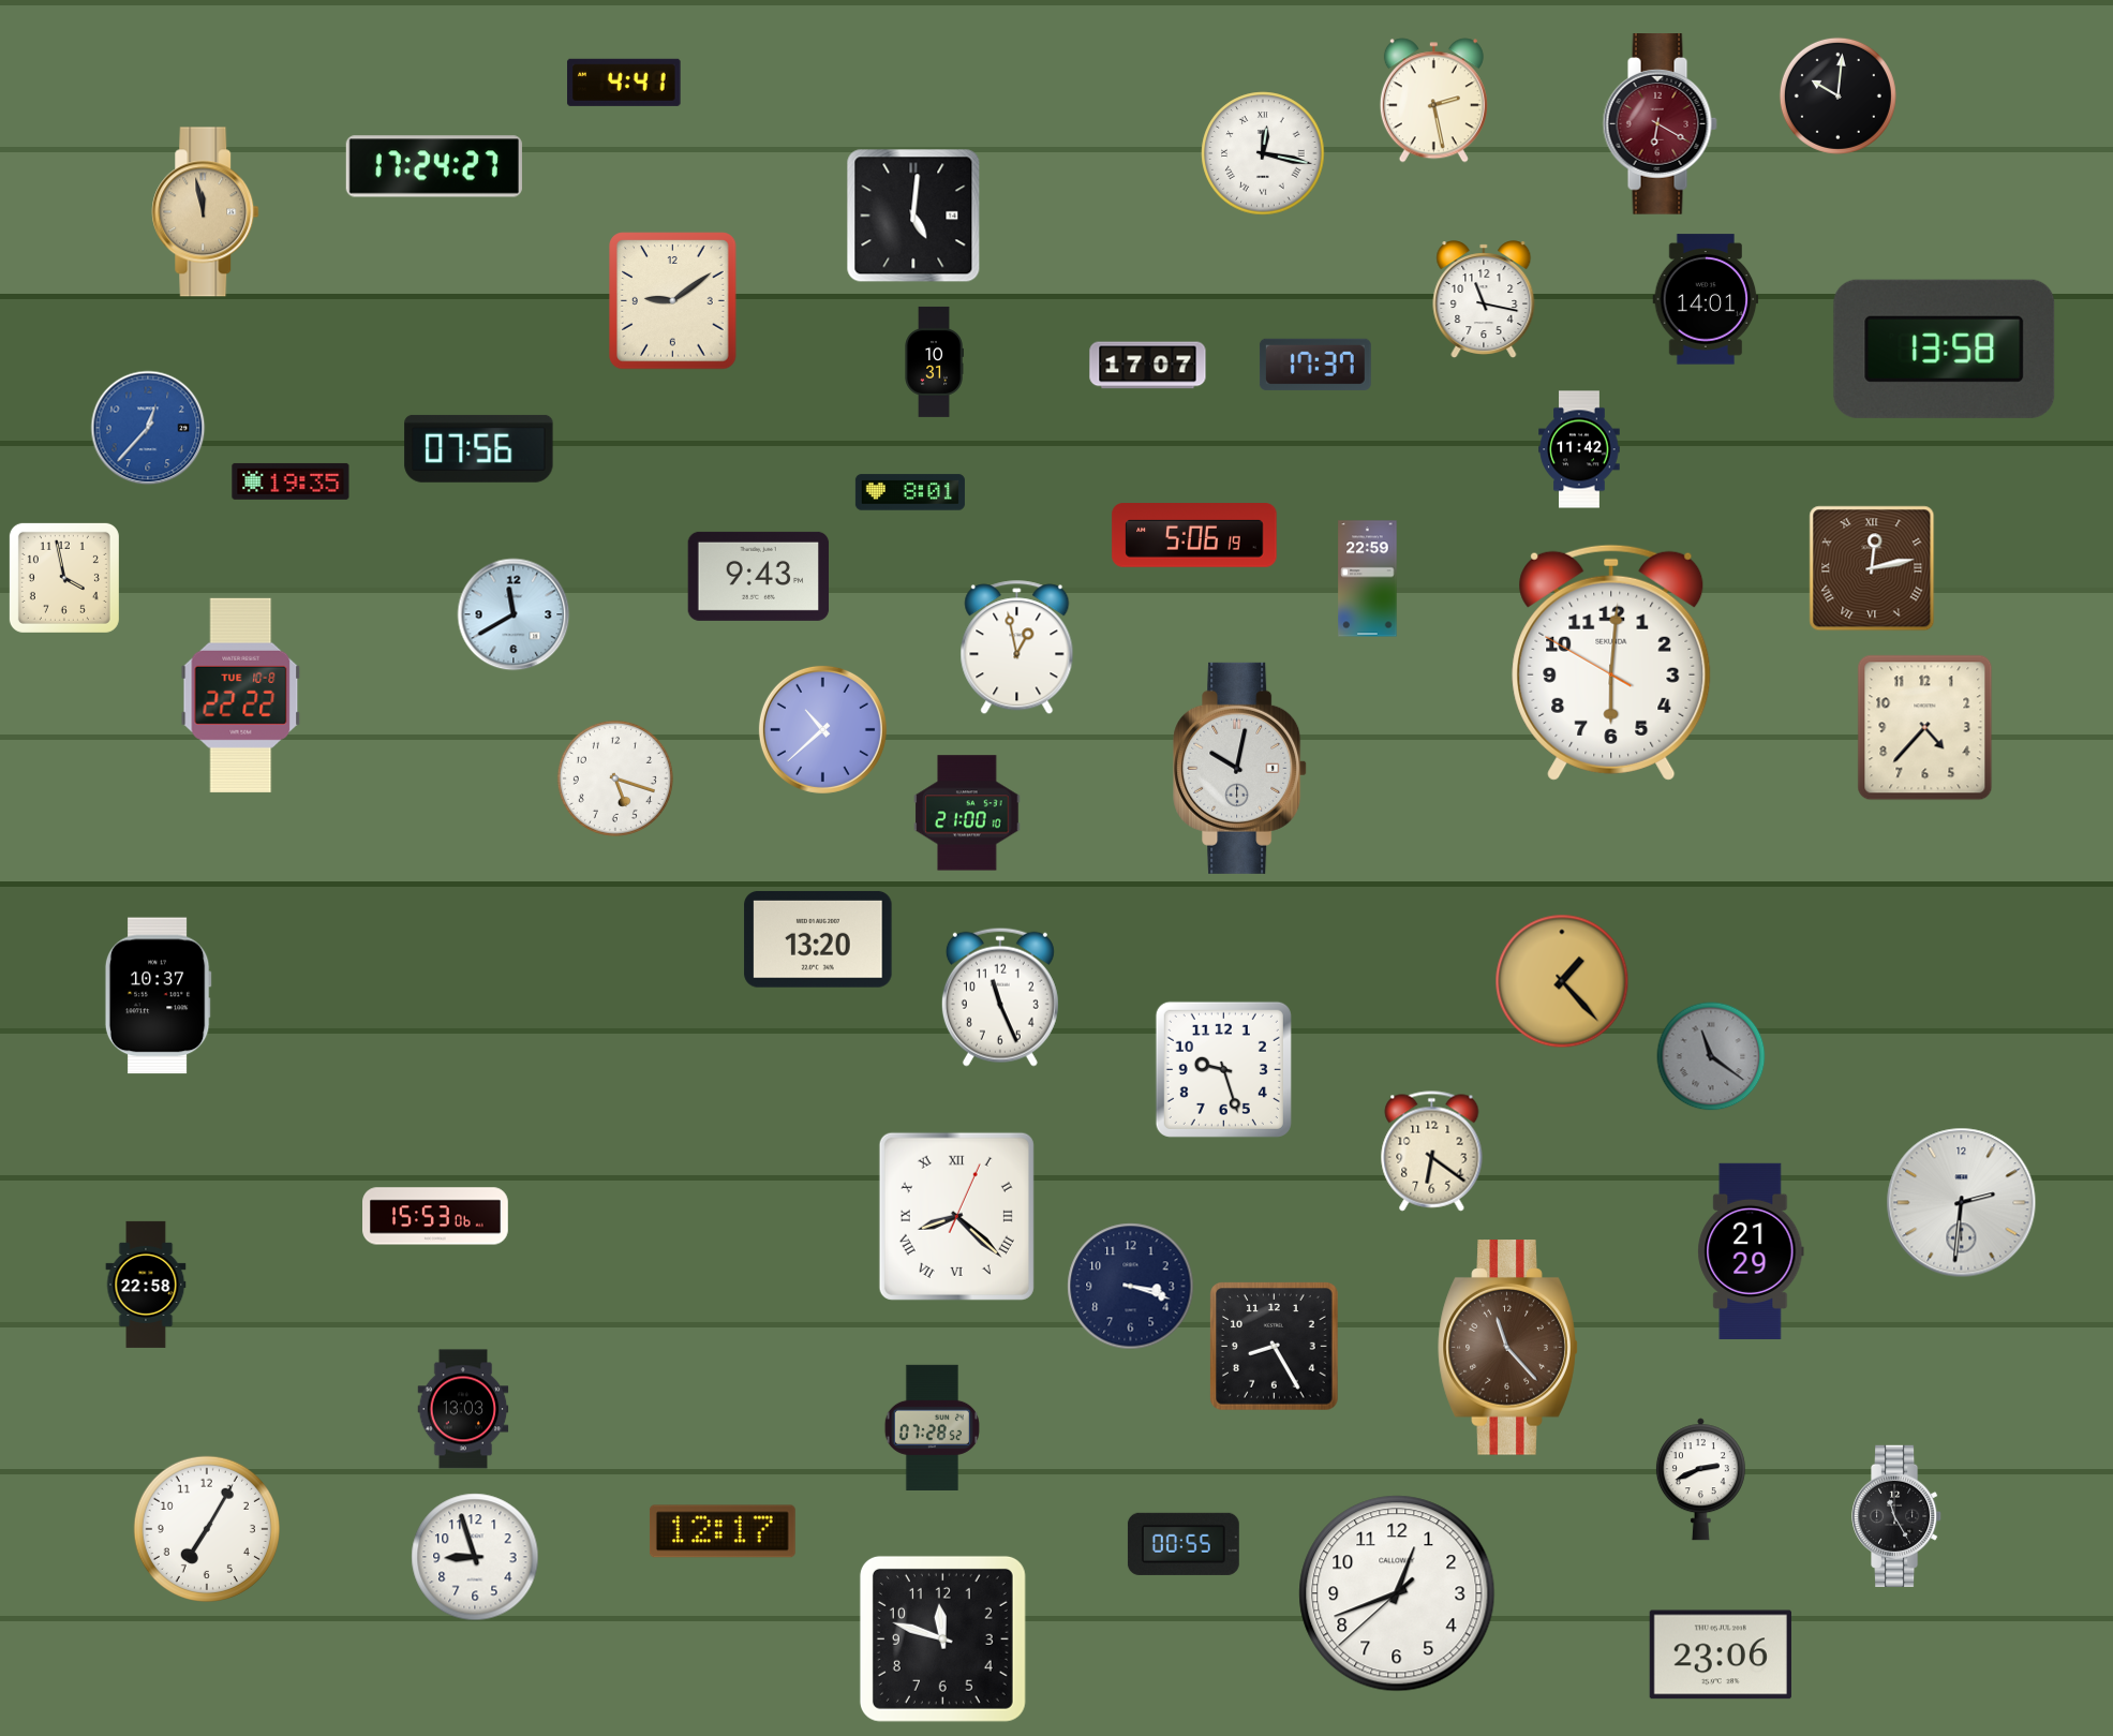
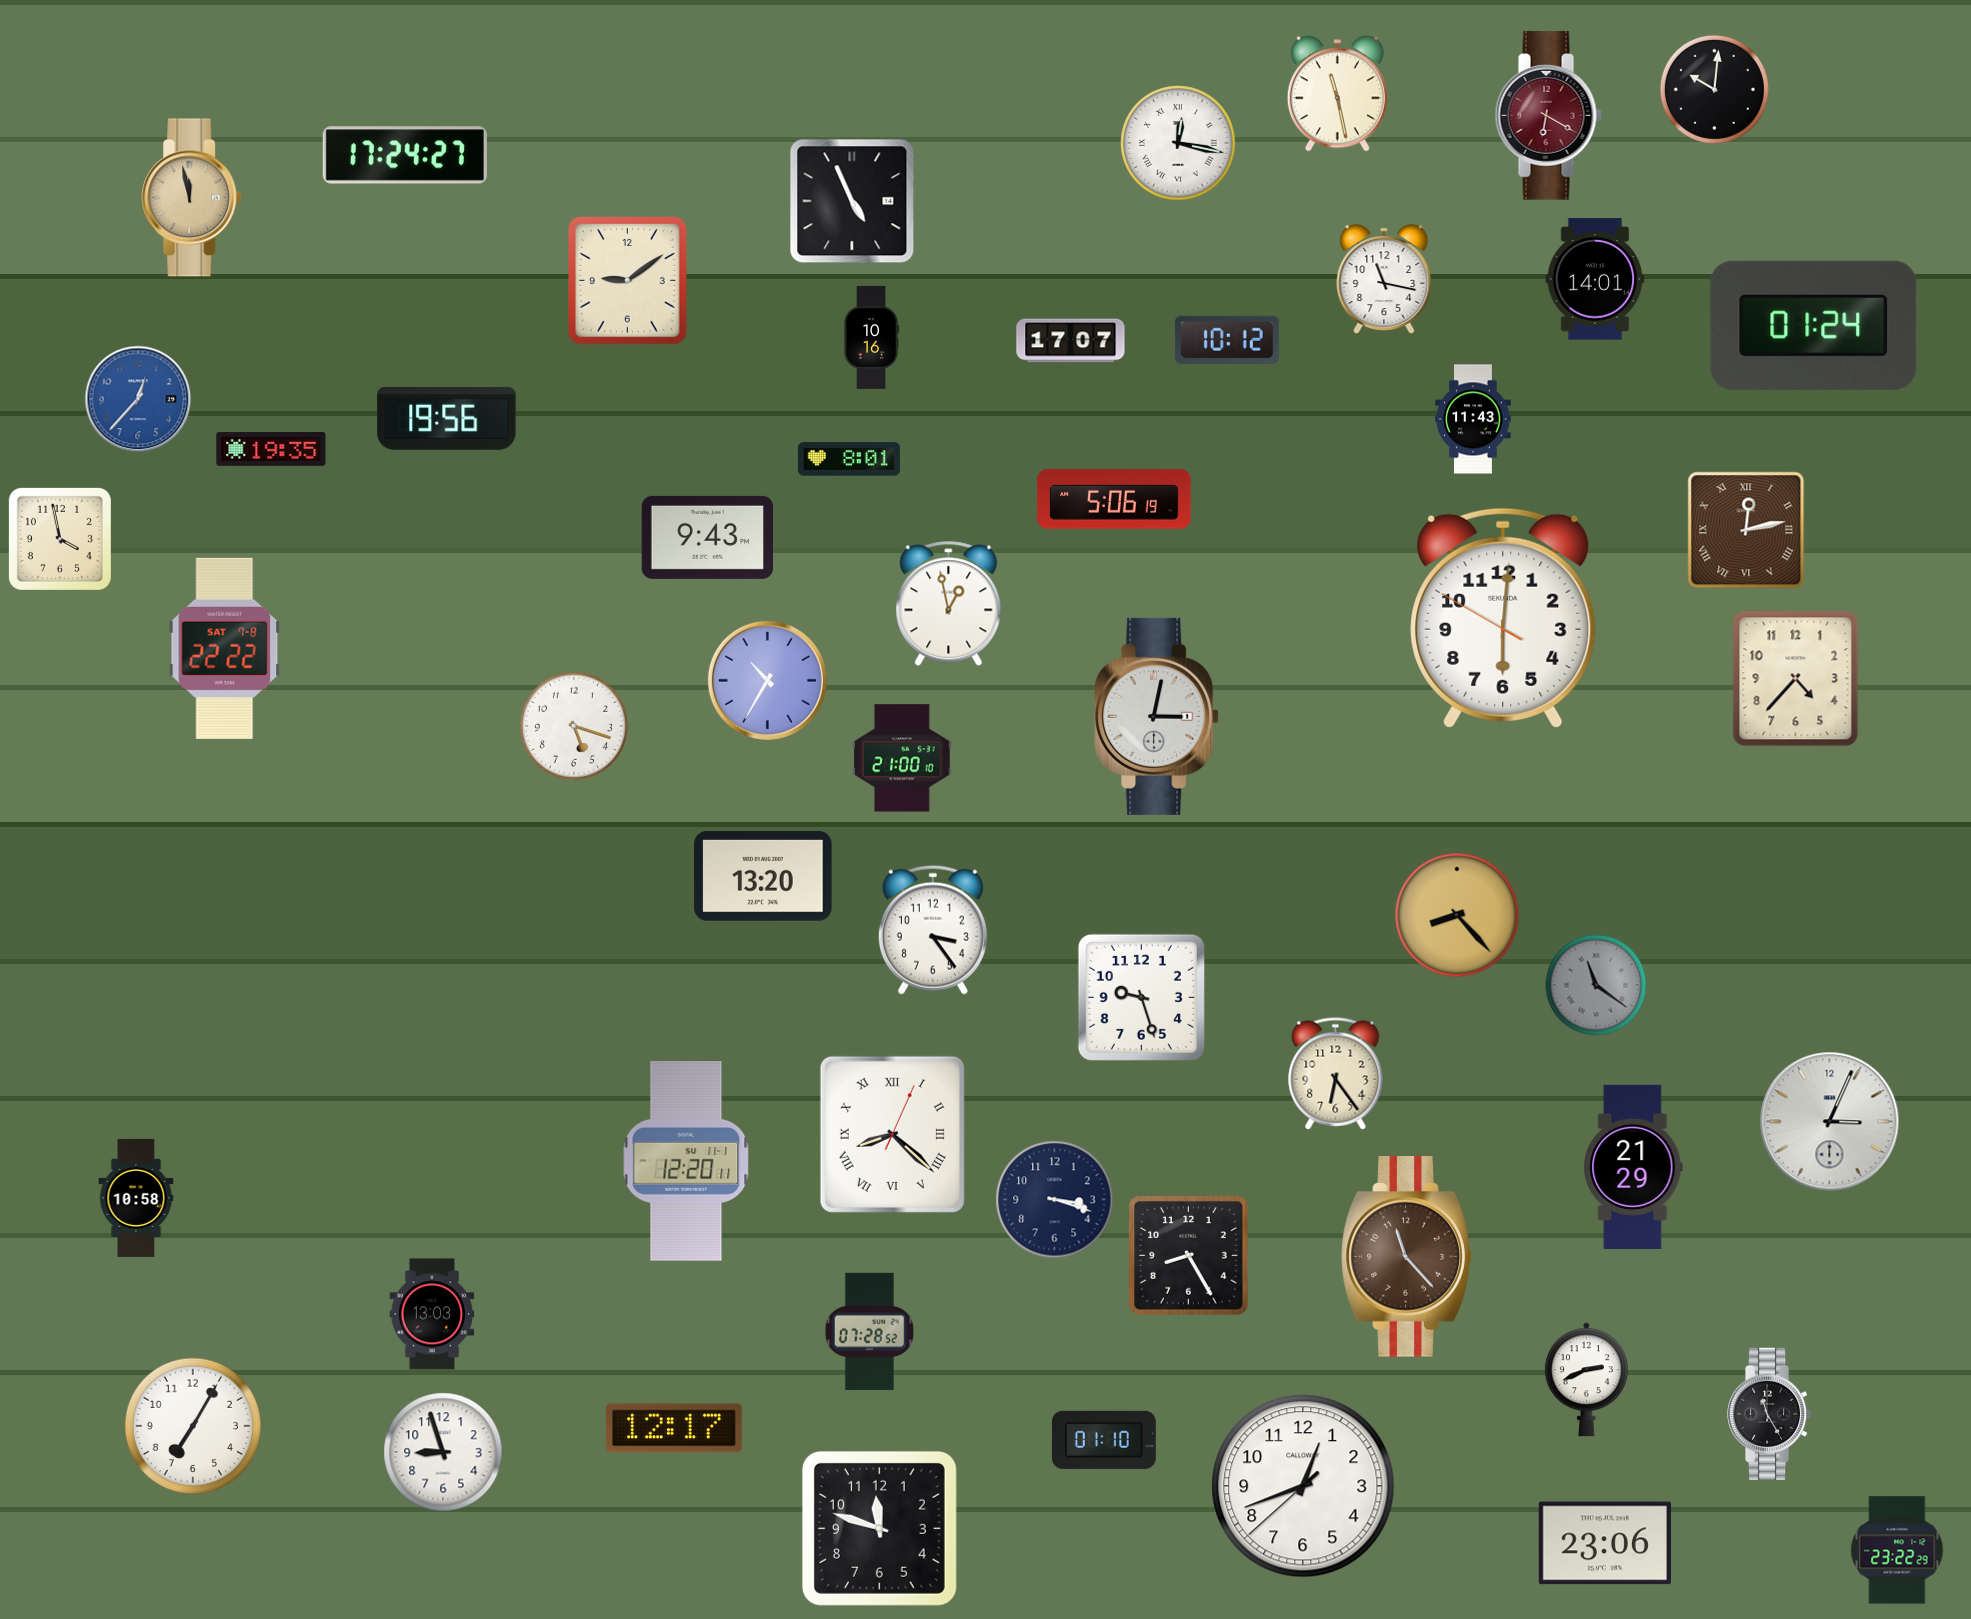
clock at (624, 83): 4:41 -> none
clock at (1433, 101): 2:28 -> 11:28
clock at (913, 216): 5:01 -> 4:56
clock at (1706, 299) position: (1706, 299) -> (1595, 279)
clock at (1945, 348): 13:58 -> 01:24
clock at (934, 361): 10:31 -> 10:16
clock at (1315, 365): 17:37 -> 10:12
clock at (479, 448): 07:56 -> 19:56
clock at (1579, 449): 11:42 -> 11:43
clock at (1368, 579): 22:59 -> none
clock at (514, 614): 11:40 -> none
clock at (241, 695) date: TUE 10-8 -> SAT 7-8
clock at (822, 729): 10:38 -> 10:35
clock at (1240, 768): 10:02 -> 3:02
clock at (1562, 981): 1:23 -> 8:23
clock at (158, 996): 10:37 -> none
clock at (1000, 997): 11:26 -> 3:24
clock at (1432, 1152): 6:21 -> 6:24
clock at (1962, 1203): 2:31 -> 3:04
clock at (436, 1216): 15:53 -> none
clock at (686, 1162): none -> 12:20
clock at (146, 1285): 22:58 -> 10:58
clock at (1184, 1544): 00:55 -> 01:10
clock at (1897, 1550): none -> 23:22
